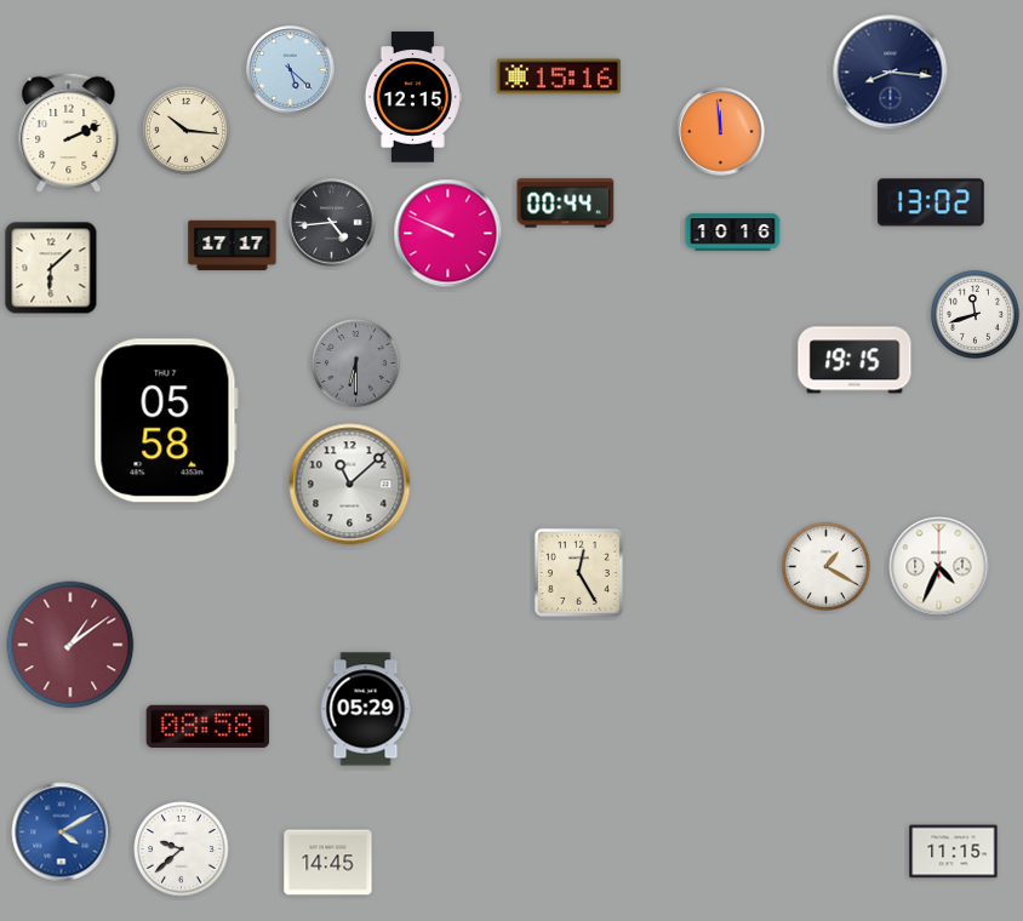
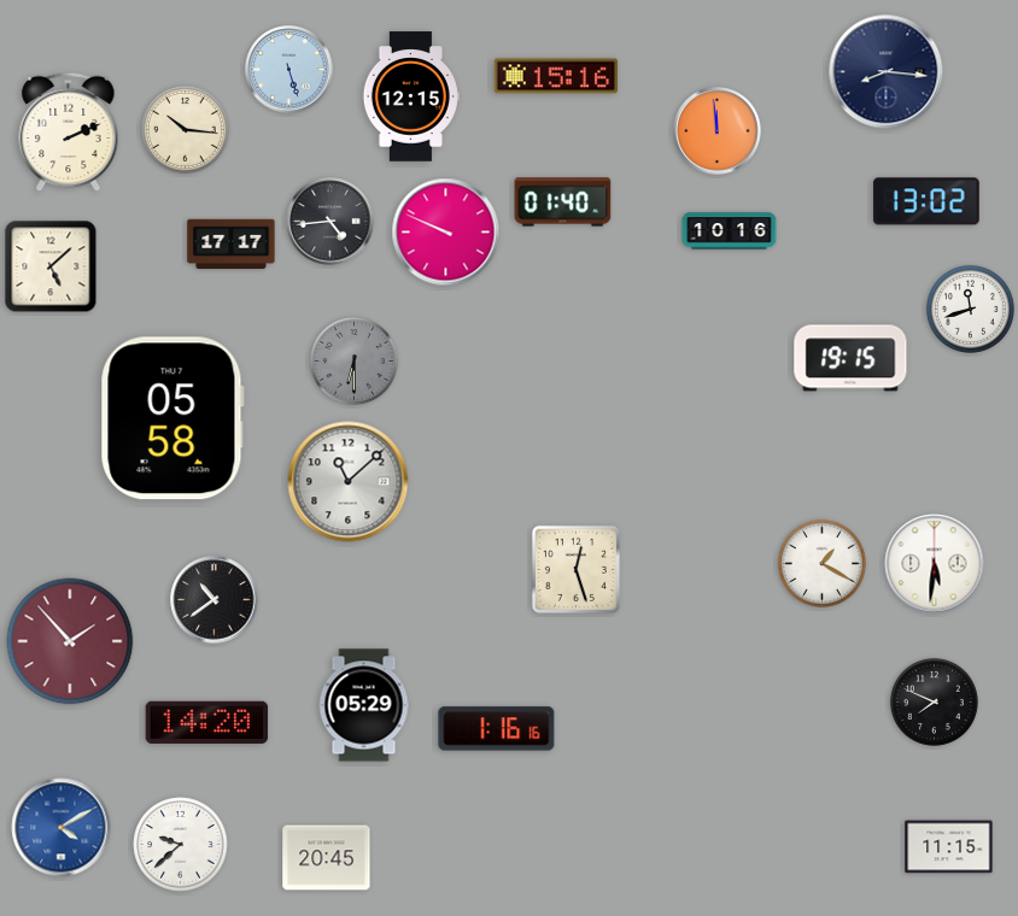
clock at (291, 70): 5:22 -> 5:27
clock at (566, 204): 00:44 -> 01:40
clock at (51, 268): 6:08 -> 5:08
clock at (975, 314) position: (975, 314) -> (970, 309)
clock at (166, 421) position: (166, 421) -> (172, 418)
clock at (939, 567): 4:34 -> 5:31
clock at (578, 572): 12:25 -> 12:27
clock at (215, 600): none -> 10:39
clock at (70, 645): 1:09 -> 1:53
clock at (934, 701): none -> 7:49
clock at (208, 726): 08:58 -> 14:20
clock at (497, 729): none -> 1:16
clock at (328, 863): 14:45 -> 20:45
